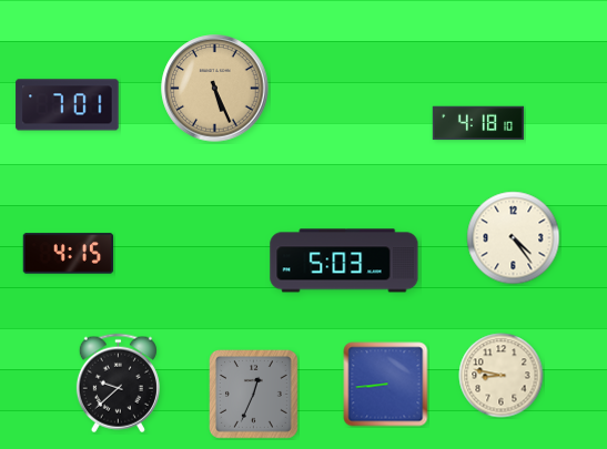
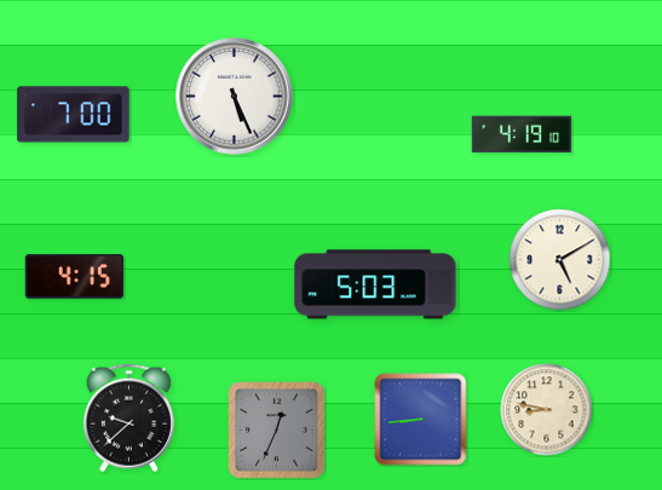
clock at (215, 89) dial: champagne -> white
clock at (68, 105): 7:01 -> 7:00
clock at (478, 123): 4:18 -> 4:19
clock at (514, 238): 4:24 -> 5:10
